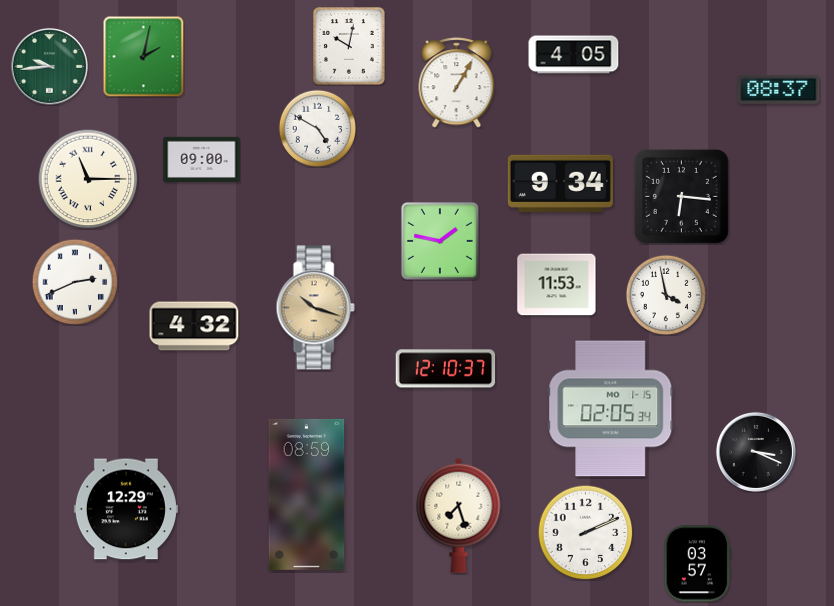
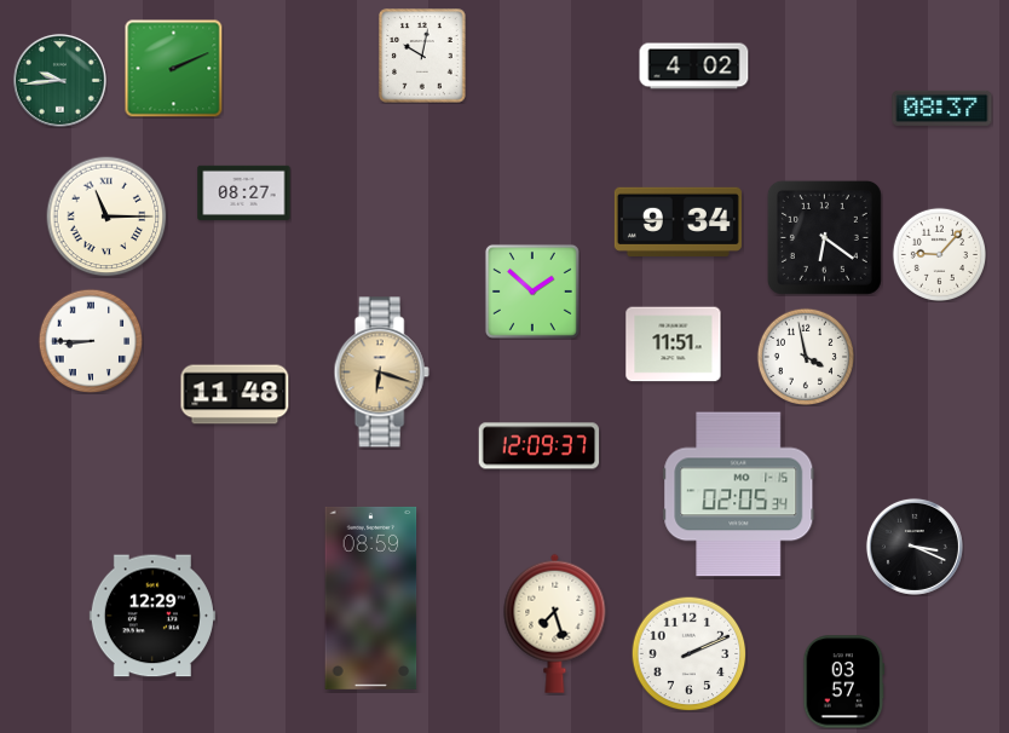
clock at (574, 55): 4:05 -> 4:02
clock at (143, 56): 2:02 -> 2:11
clock at (457, 83): 1:05 -> none
clock at (317, 128): 4:50 -> none
clock at (202, 159): 09:00 -> 08:27
clock at (681, 196): 6:16 -> 6:21
clock at (939, 254): none -> 9:07
clock at (440, 241): 1:47 -> 1:52
clock at (75, 282): 2:41 -> 8:45
clock at (557, 285): 11:53 -> 11:51
clock at (315, 308): 10:18 -> 6:18
clock at (194, 326): 4:32 -> 11:48
clock at (446, 369): 12:10 -> 12:09
clock at (585, 532) position: (585, 532) -> (688, 653)
